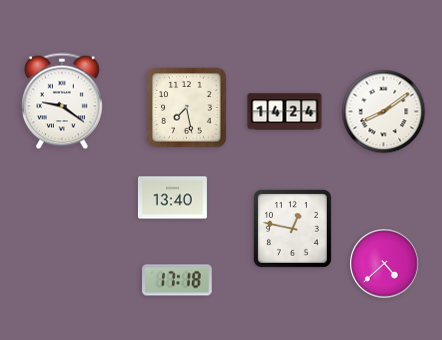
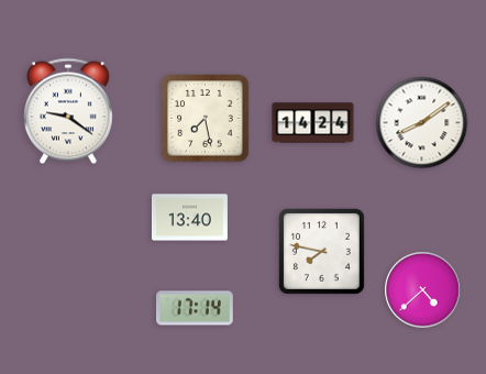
clock at (292, 228): 12:47 -> 7:47
clock at (178, 280): 17:18 -> 17:14
